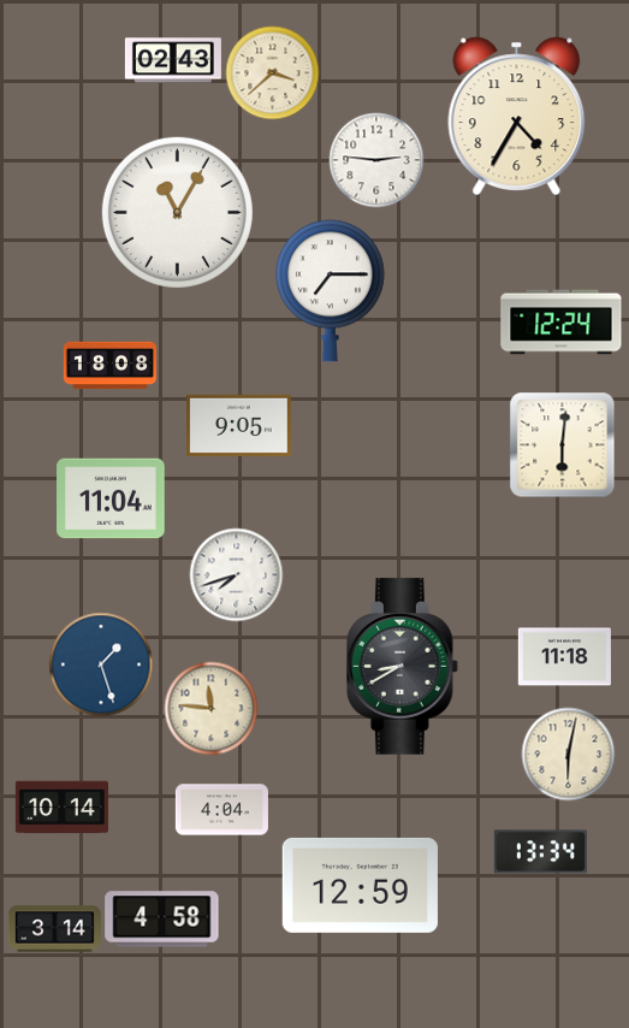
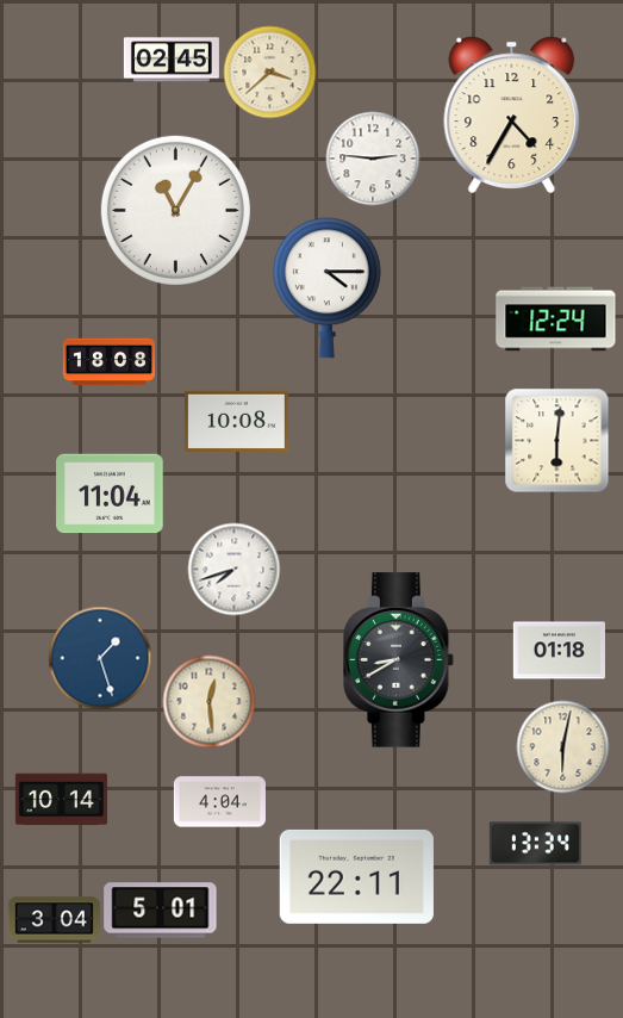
clock at (173, 60): 02:43 -> 02:45
clock at (330, 291): 7:15 -> 4:15
clock at (239, 425): 9:05 -> 10:08
clock at (564, 657): 11:18 -> 01:18
clock at (210, 708): 11:46 -> 12:29
clock at (360, 885): 12:59 -> 22:11
clock at (162, 920): 4:58 -> 5:01
clock at (54, 929): 3:14 -> 3:04
